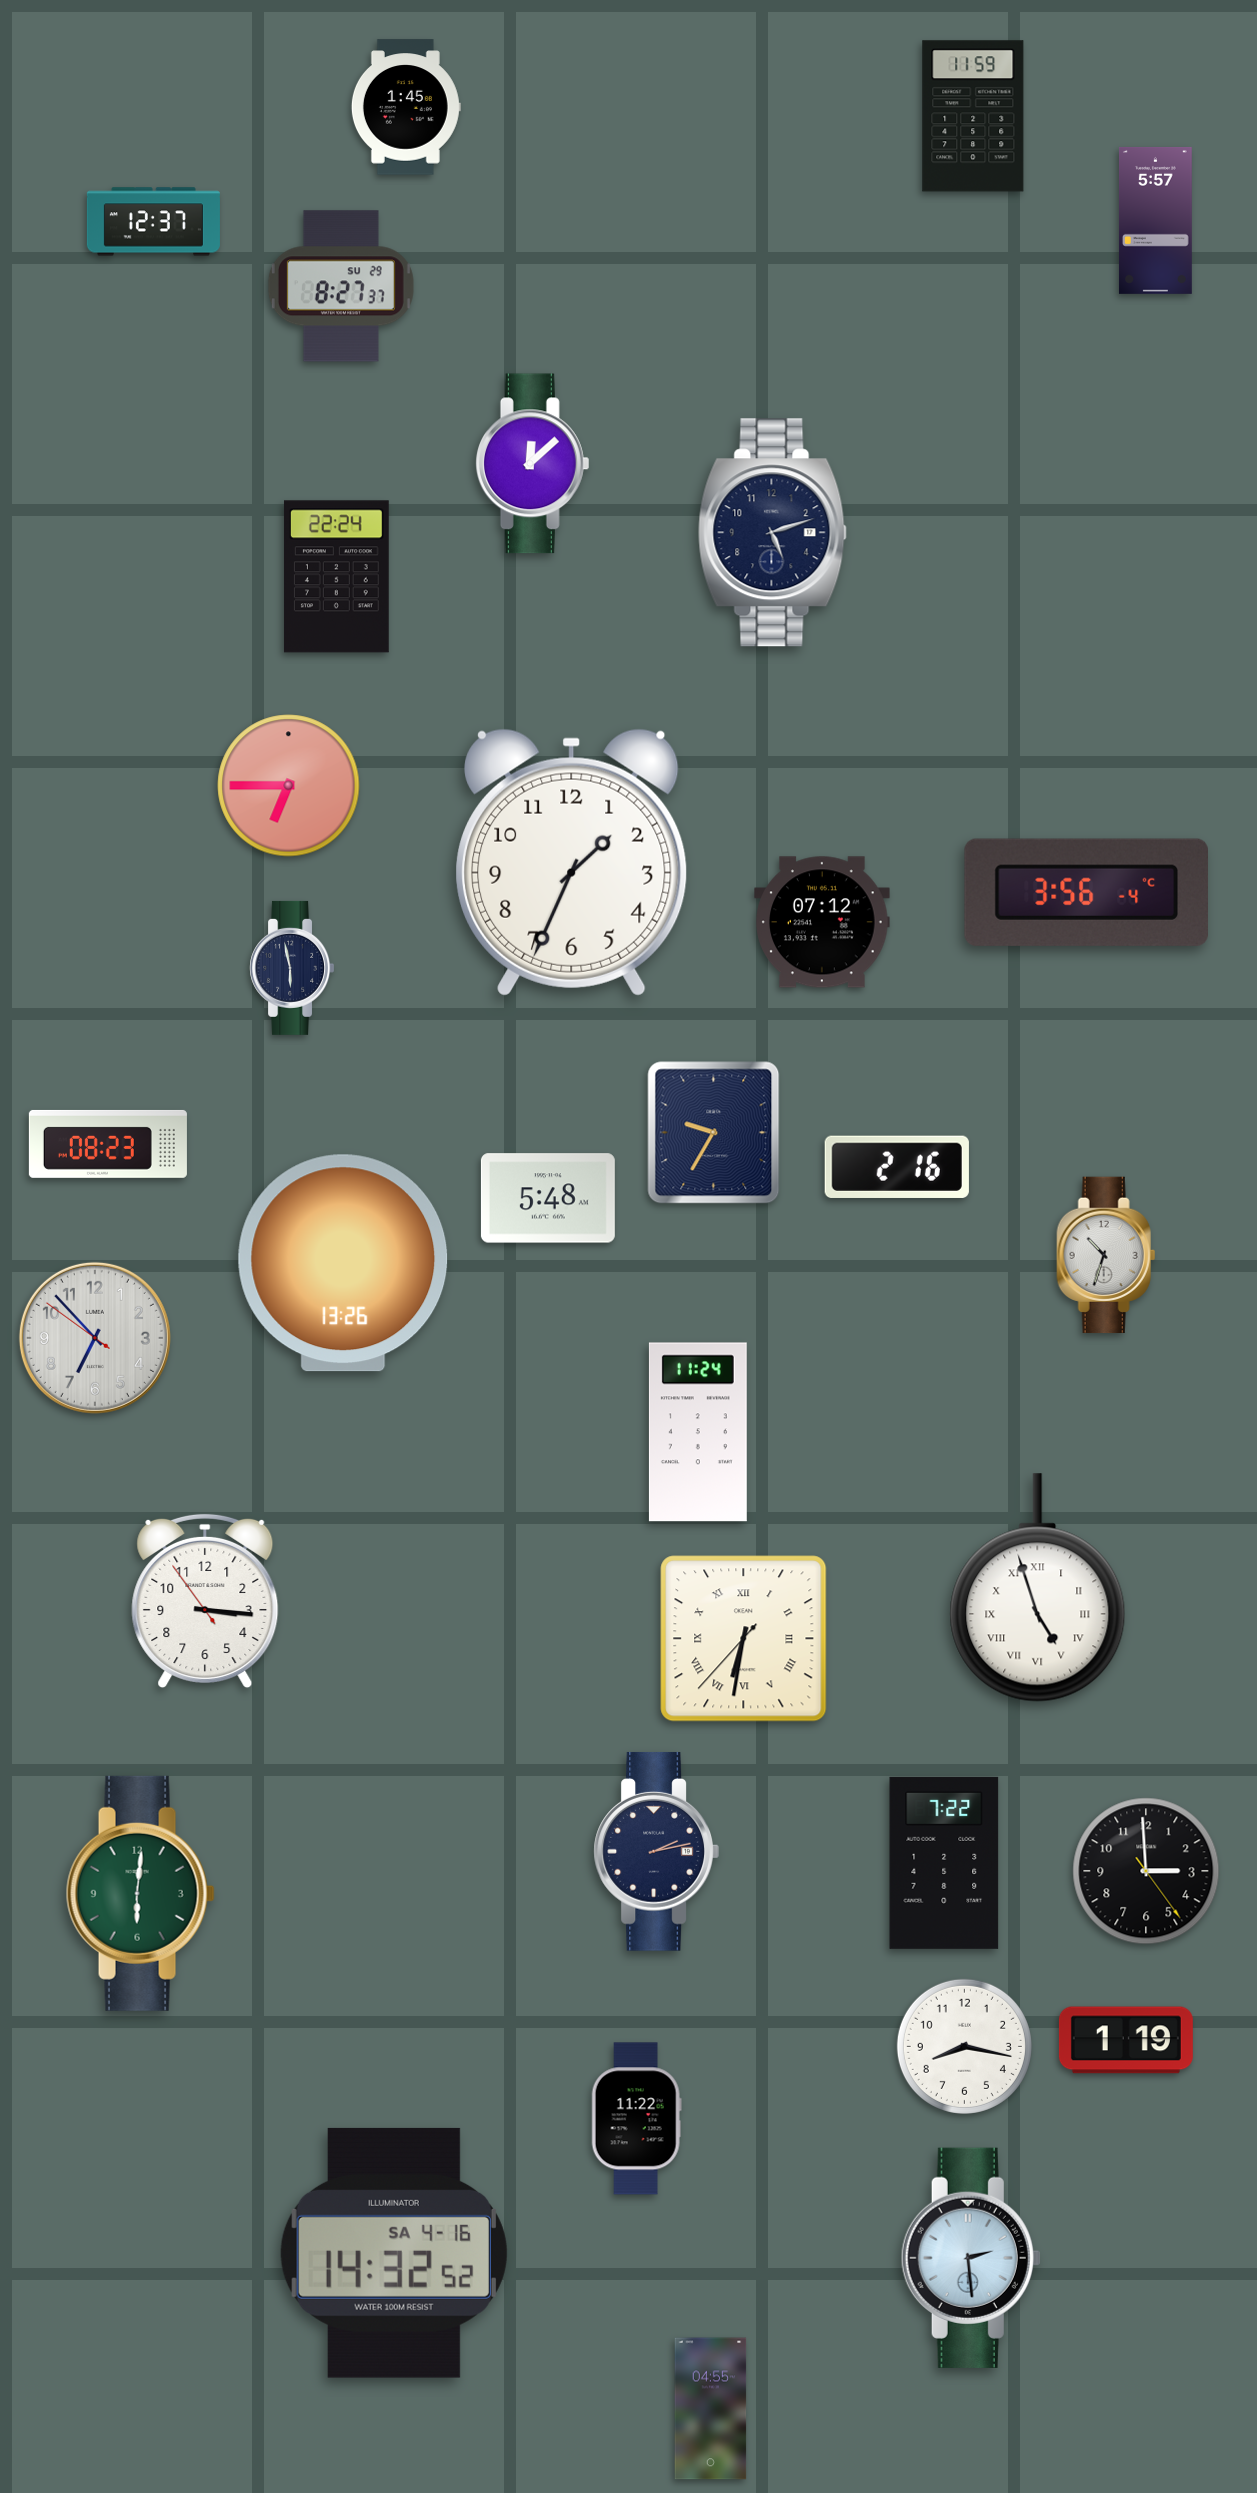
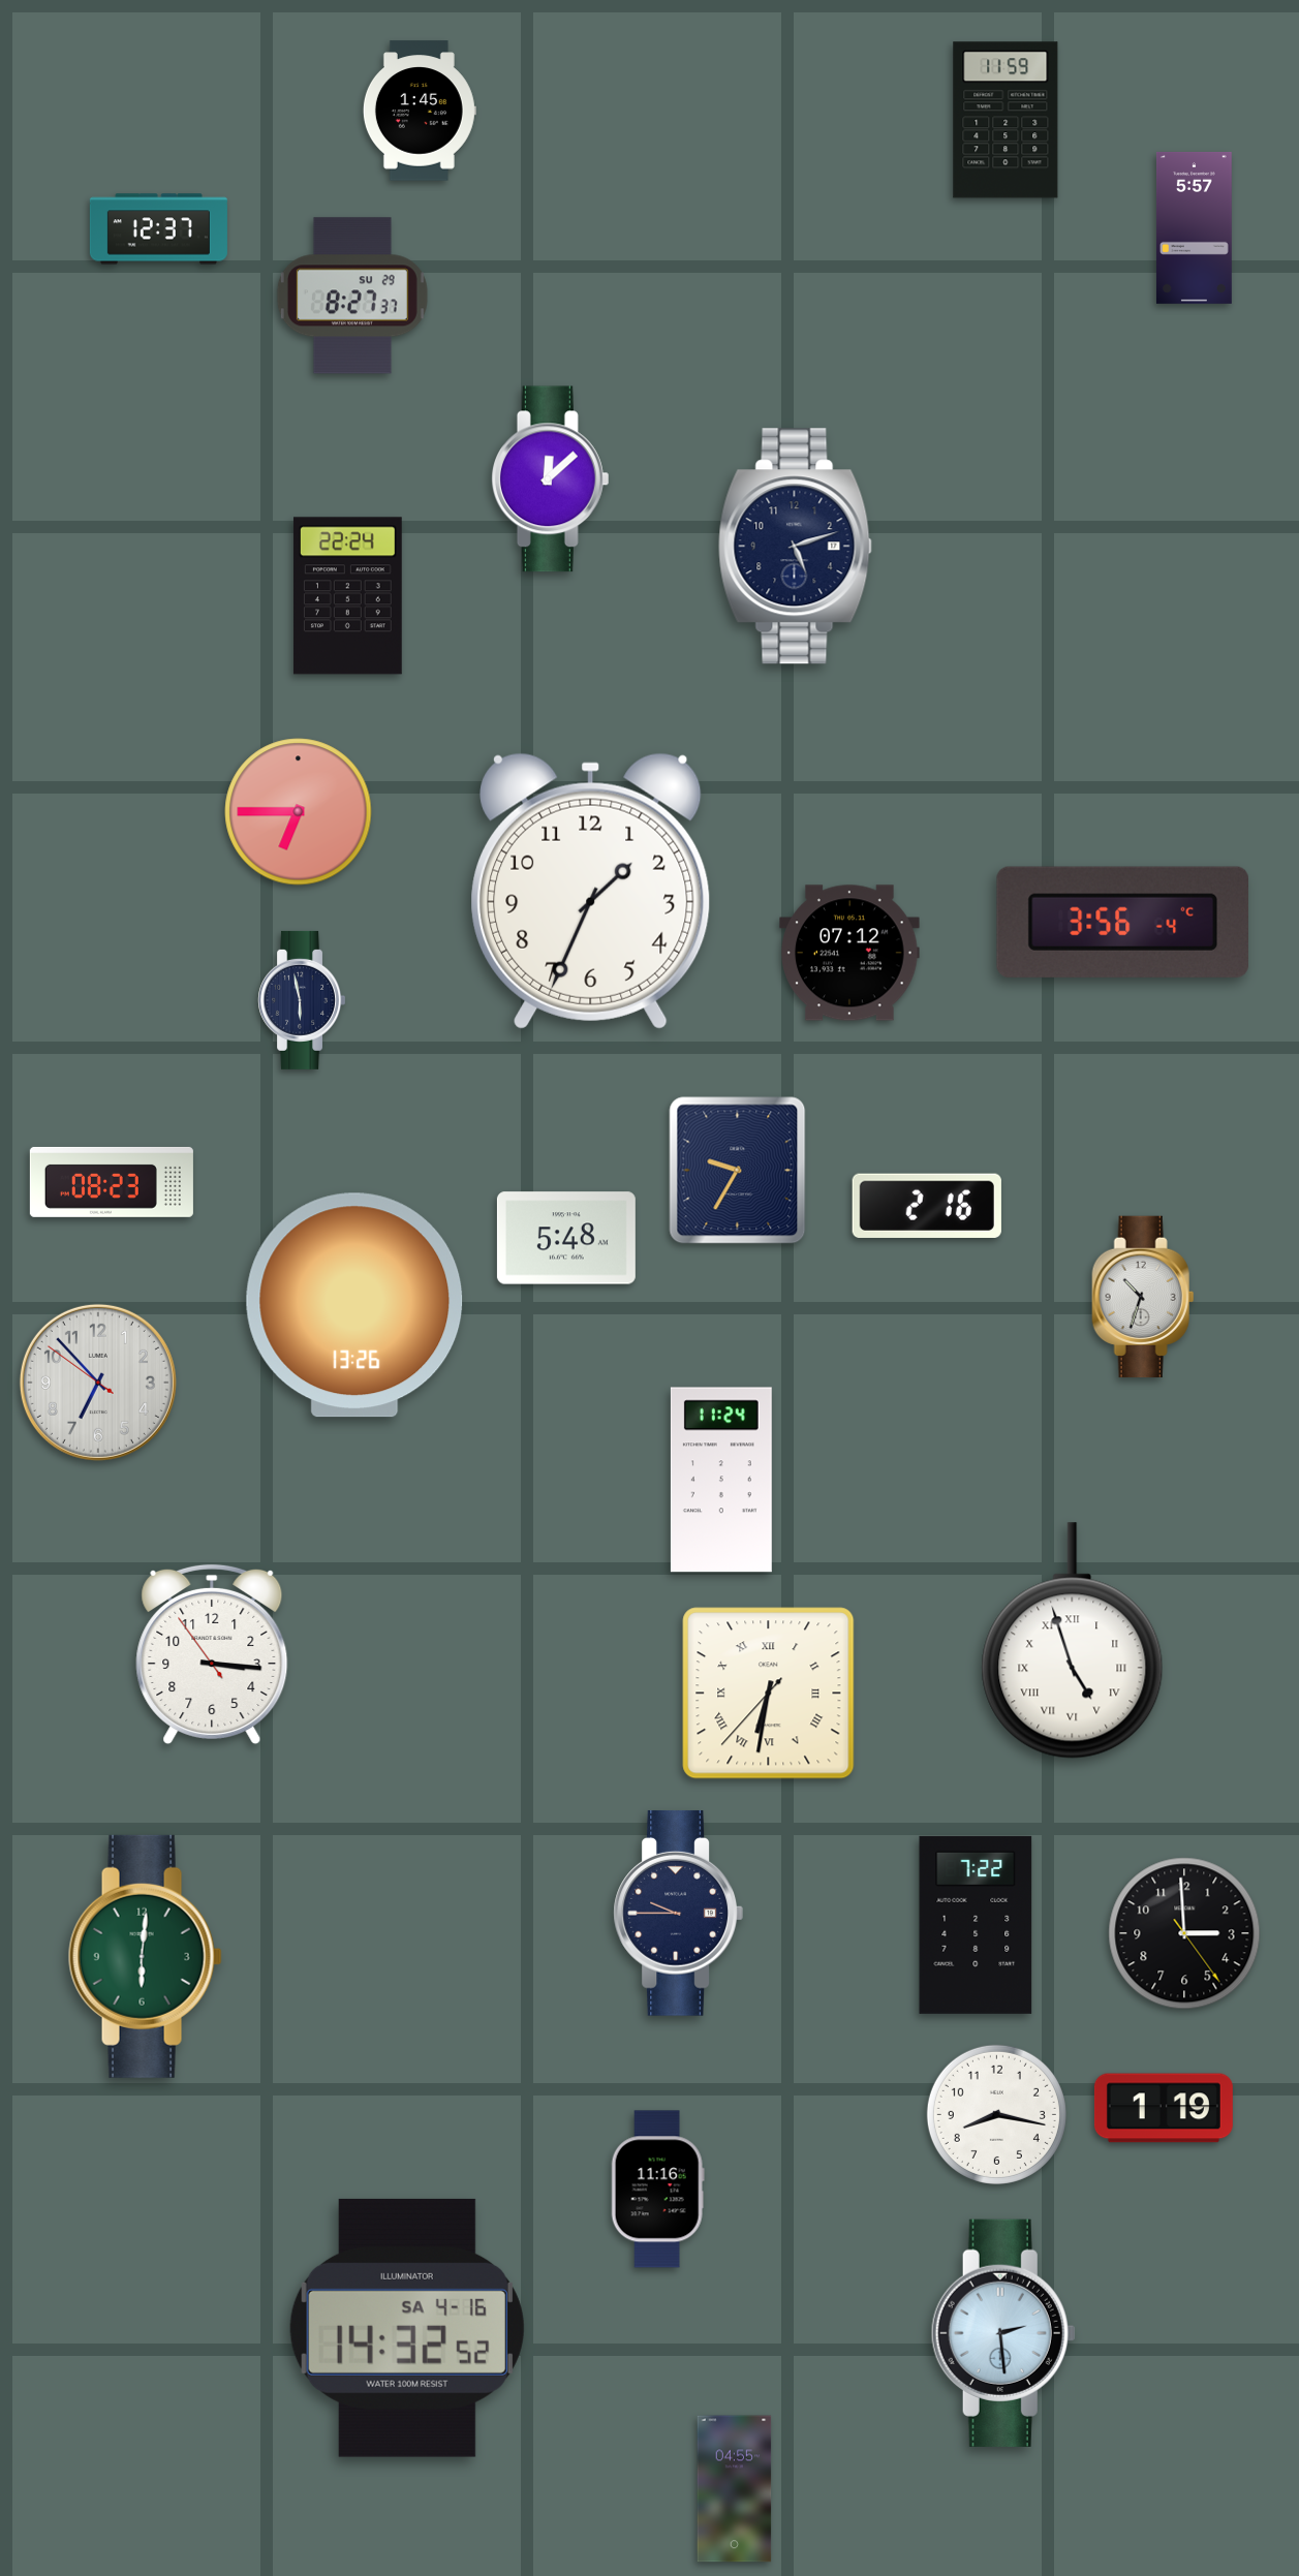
clock at (772, 533) position: (772, 533) -> (795, 547)
clock at (656, 1851): 2:13 -> 9:45
clock at (636, 2119): 11:22 -> 11:16
